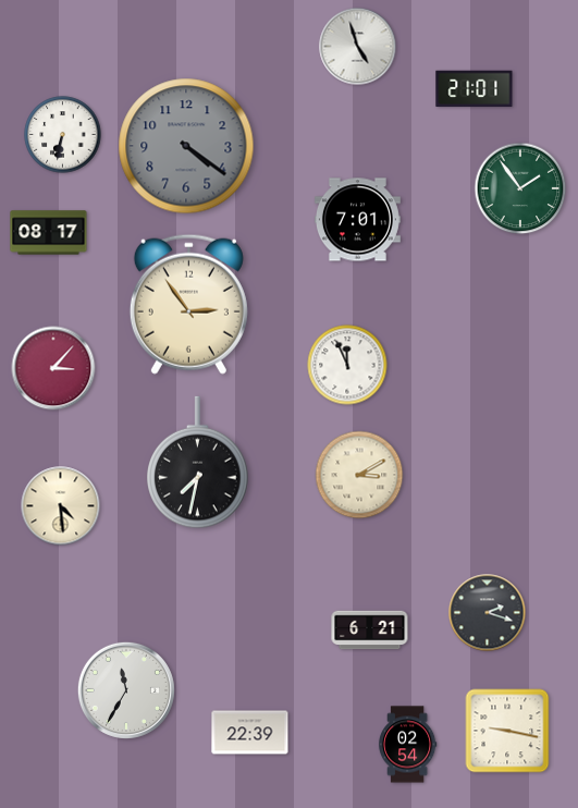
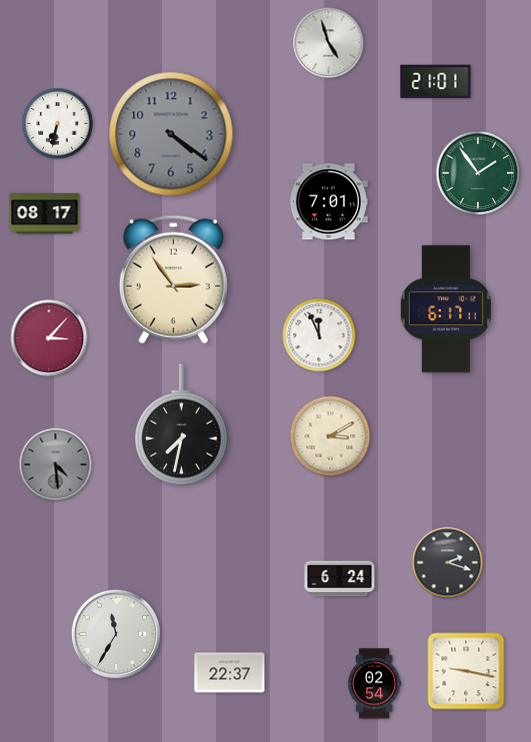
clock at (446, 309): none -> 6:17
clock at (61, 506) dial: cream -> grey
clock at (370, 631): 6:21 -> 6:24
clock at (250, 733): 22:39 -> 22:37
